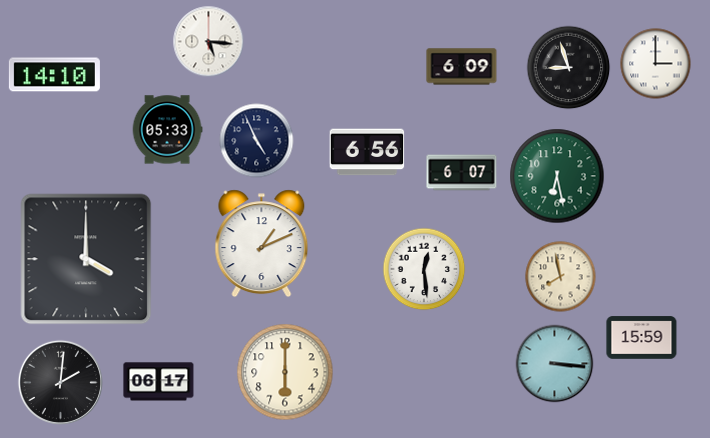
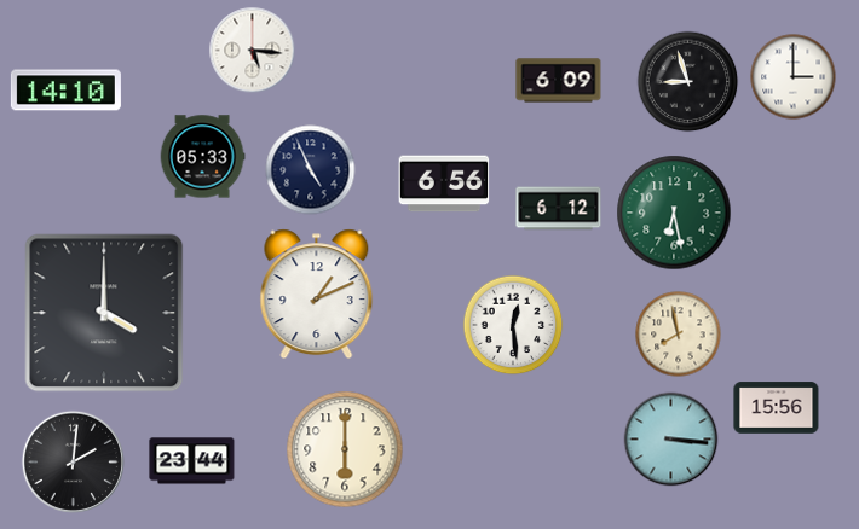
clock at (462, 173): 6:07 -> 6:12
clock at (642, 338): 15:59 -> 15:56
clock at (159, 382): 06:17 -> 23:44
